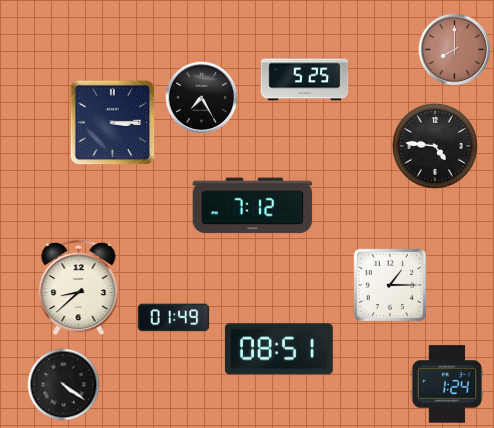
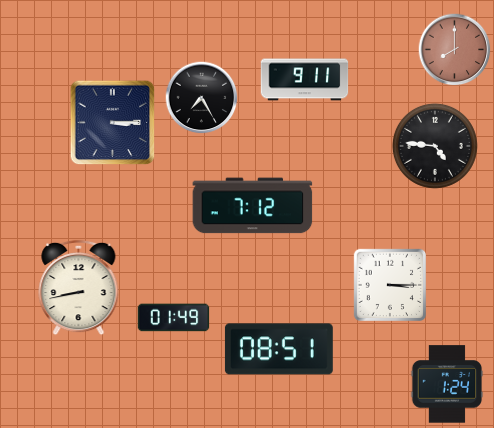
clock at (305, 80): 5:25 -> 9:11
clock at (389, 284): 1:15 -> 3:15
clock at (79, 288): 8:38 -> 8:43
clock at (64, 385): 4:21 -> none
